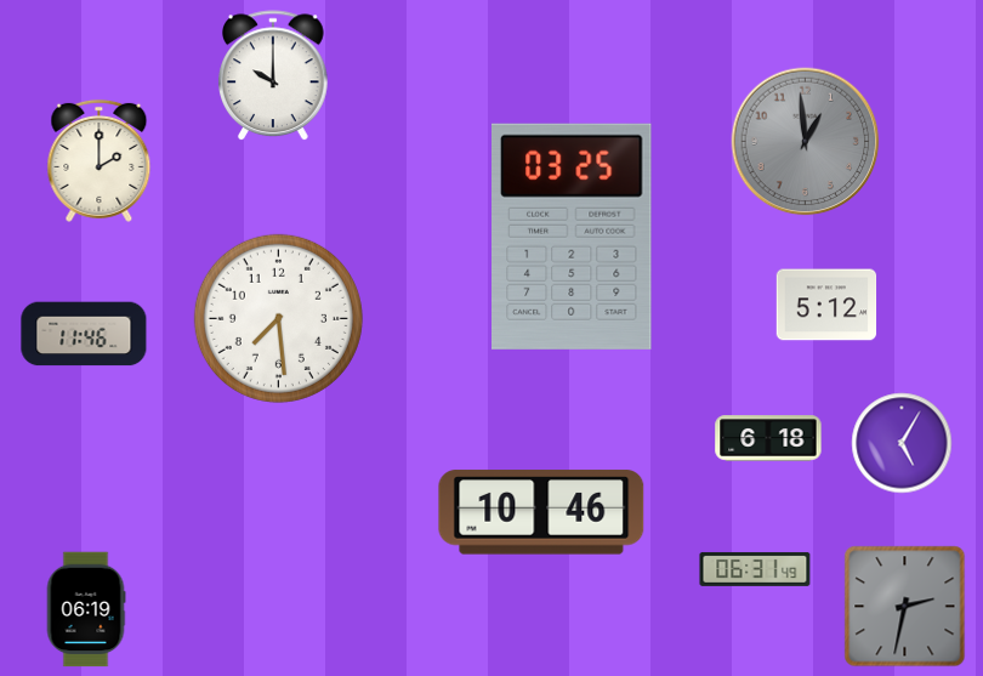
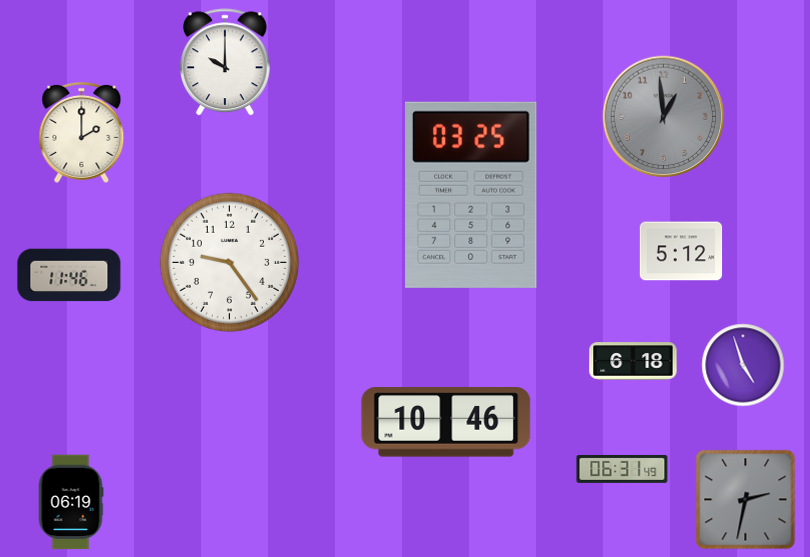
clock at (278, 318): 7:29 -> 9:24
clock at (902, 443): 5:05 -> 4:57
